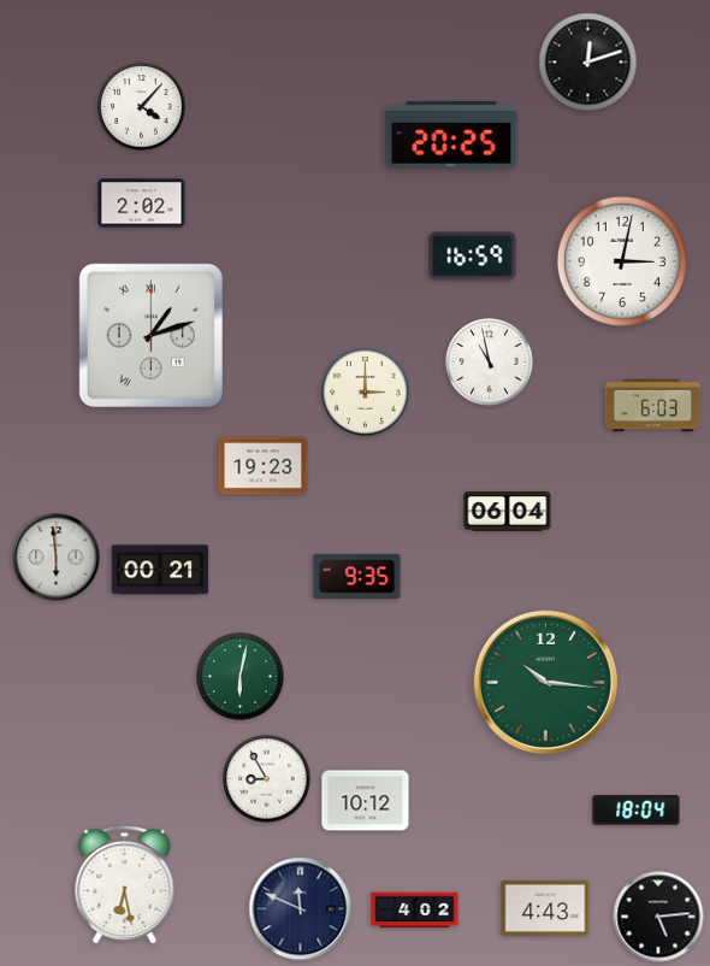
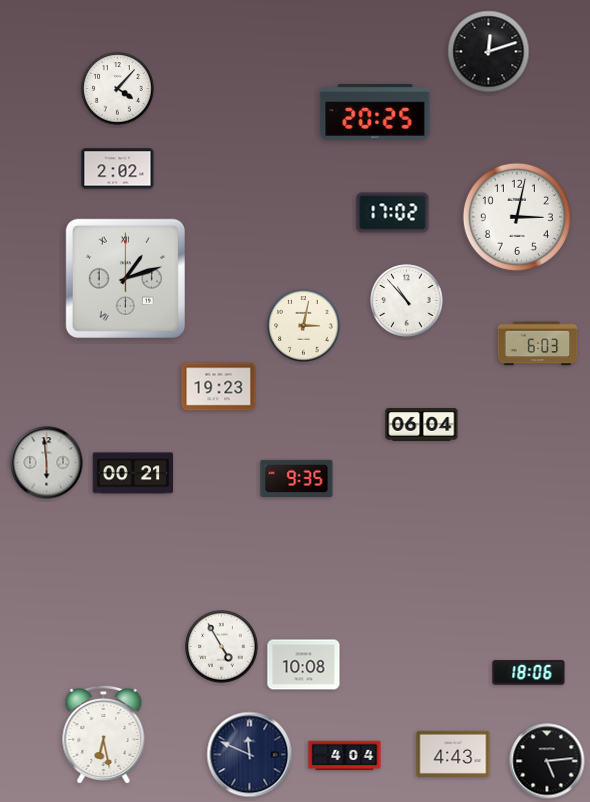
clock at (473, 257): 16:59 -> 17:02
clock at (490, 363): 10:58 -> 10:53
clock at (366, 393): 3:00 -> 3:02
clock at (653, 406) position: (653, 406) -> (538, 344)
clock at (241, 677): 6:02 -> none
clock at (545, 682): 10:16 -> none
clock at (267, 779): 8:55 -> 4:55
clock at (366, 801): 10:12 -> 10:08
clock at (637, 811): 18:04 -> 18:06
clock at (415, 911): 4:02 -> 4:04
